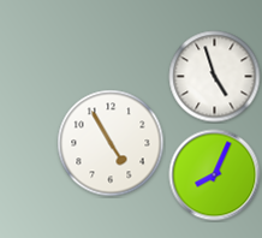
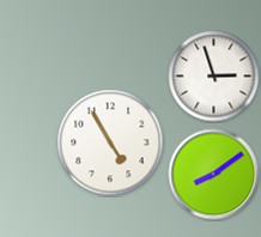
clock at (215, 77): 4:57 -> 2:57
clock at (215, 175): 8:04 -> 8:09
